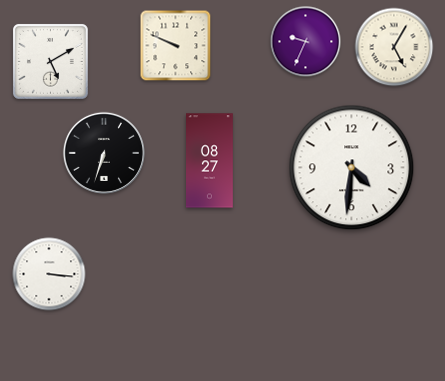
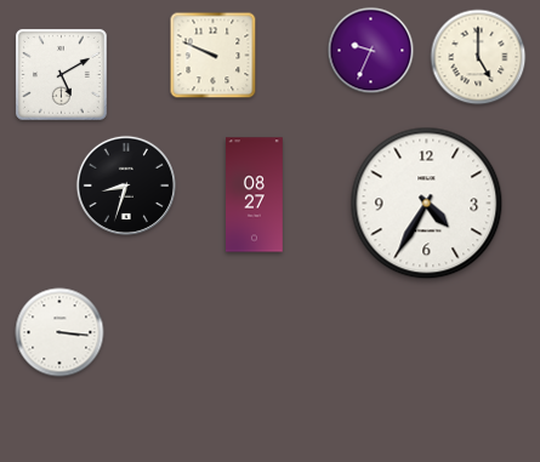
clock at (394, 47): 5:05 -> 5:00
clock at (104, 153): 6:33 -> 8:33
clock at (352, 168): 4:31 -> 4:35
